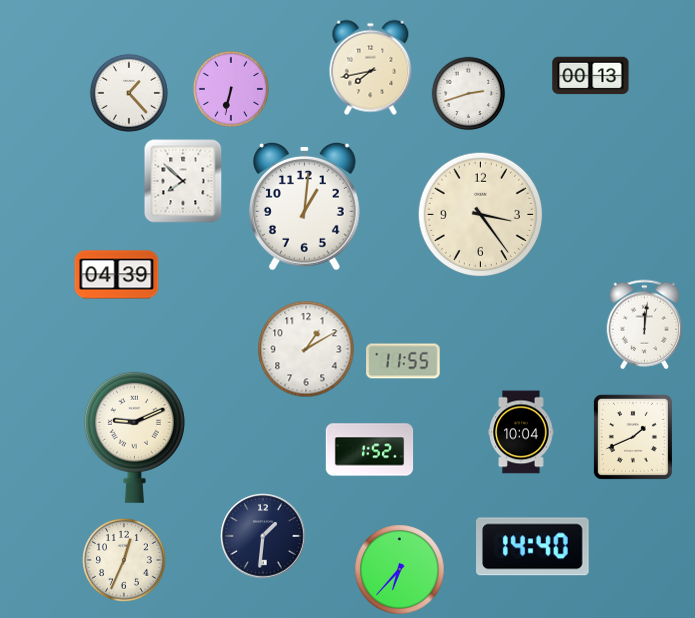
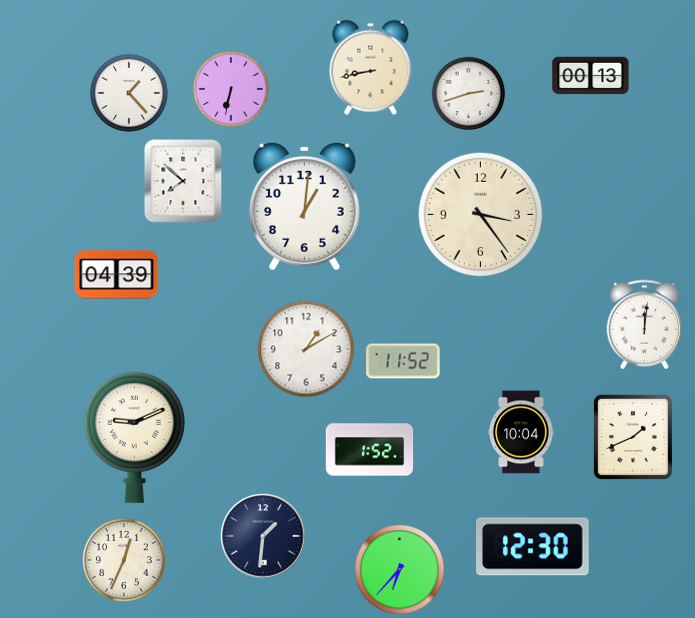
clock at (371, 68): 7:43 -> 8:43
clock at (403, 361): 11:55 -> 11:52
clock at (533, 547): 14:40 -> 12:30
